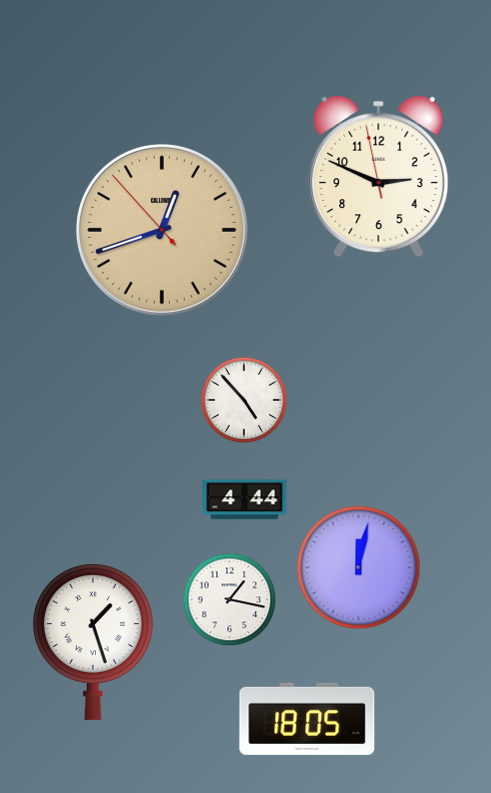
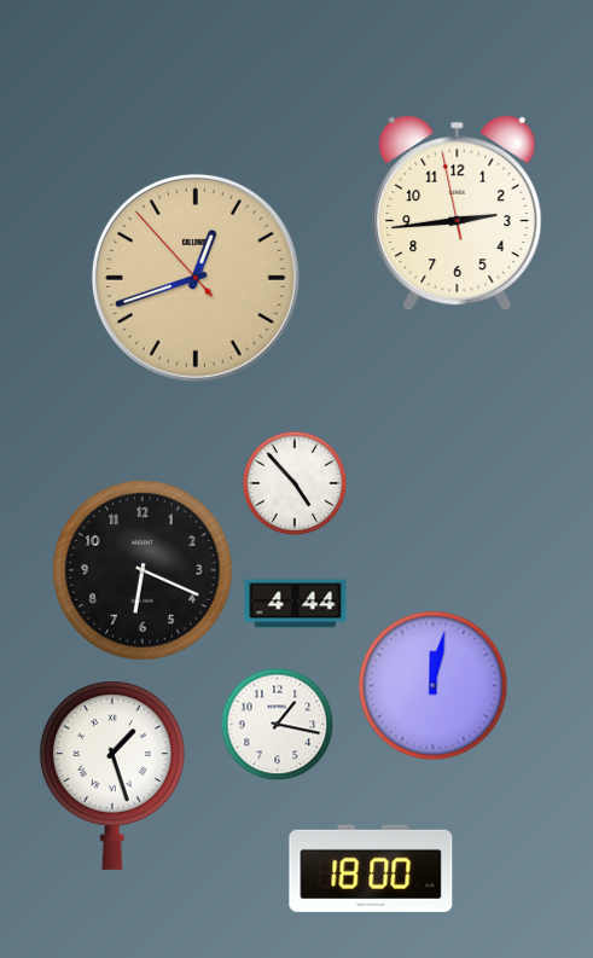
clock at (379, 177): 2:48 -> 2:43
clock at (143, 570): none -> 6:19
clock at (307, 719): 18:05 -> 18:00
